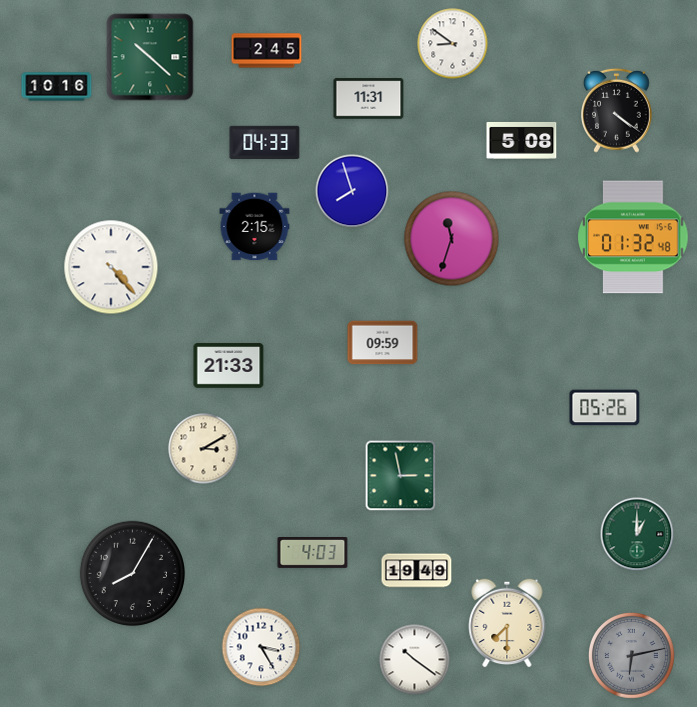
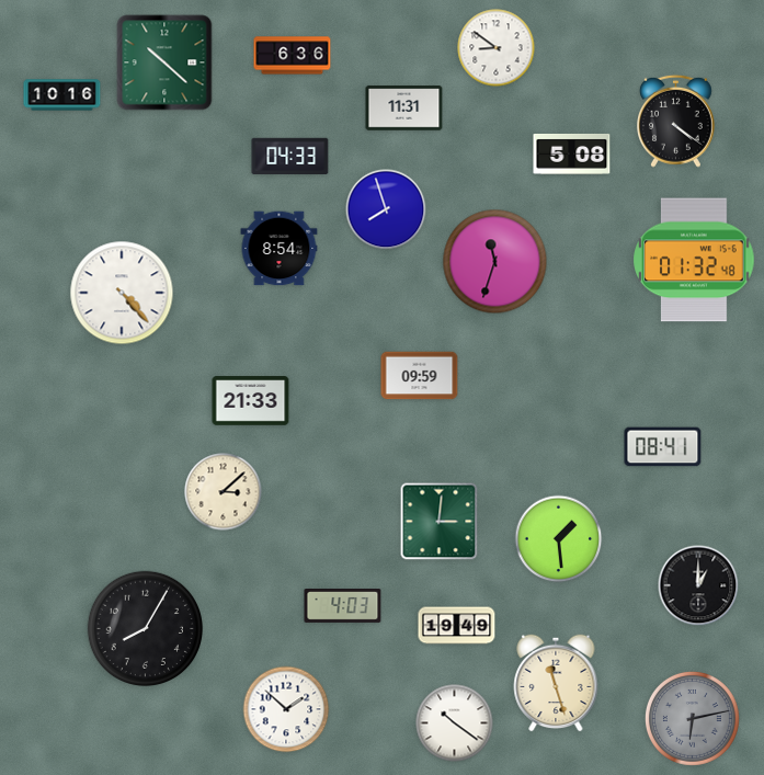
clock at (267, 51): 2:45 -> 6:36
clock at (255, 227): 2:15 -> 8:54
clock at (605, 408): 05:26 -> 08:41
clock at (204, 449): 3:10 -> 3:08
clock at (401, 476): 2:58 -> 3:01
clock at (559, 539): none -> 1:29
clock at (637, 534) dial: green -> black
clock at (507, 623): 7:30 -> 11:27
clock at (261, 647): 3:25 -> 1:52
